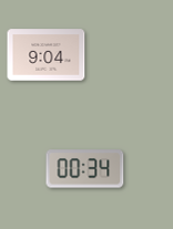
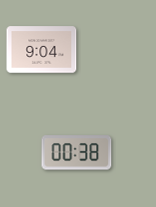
clock at (85, 169): 00:34 -> 00:38
